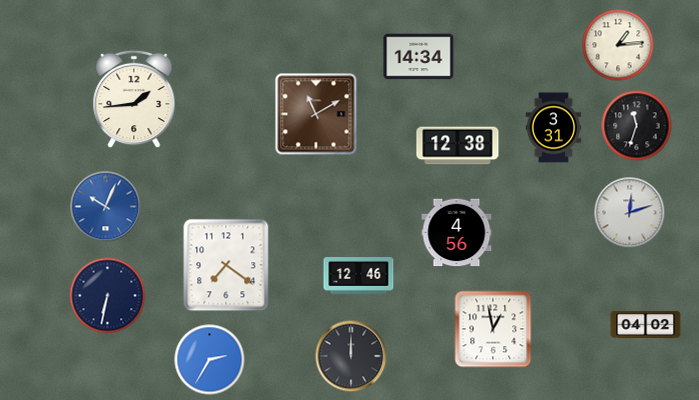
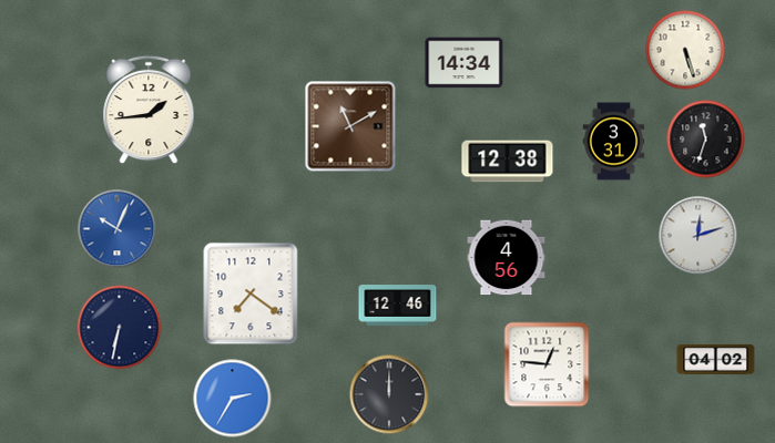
clock at (618, 45): 1:14 -> 5:27
clock at (493, 329): 12:58 -> 12:46
